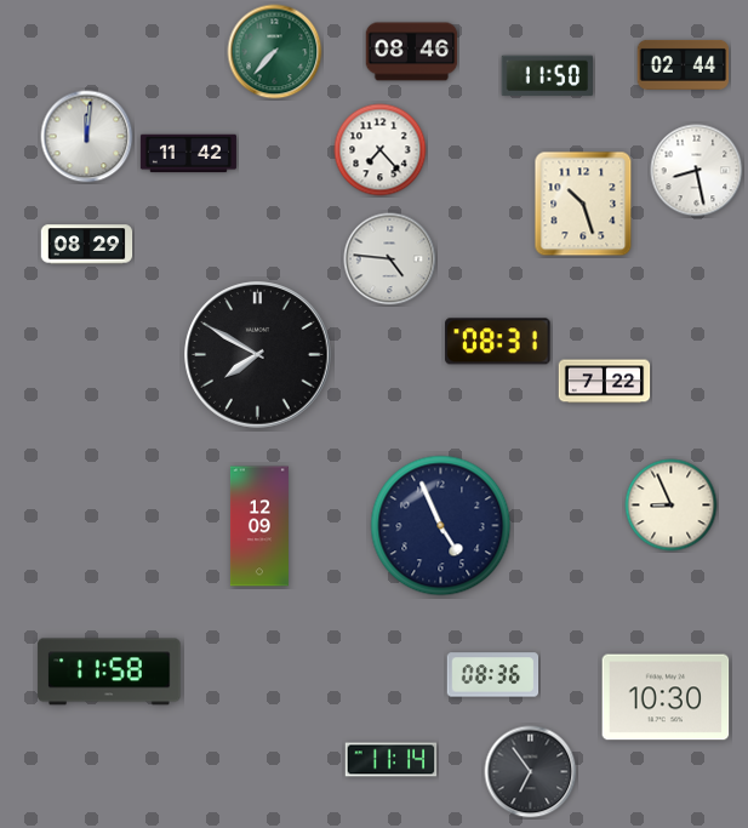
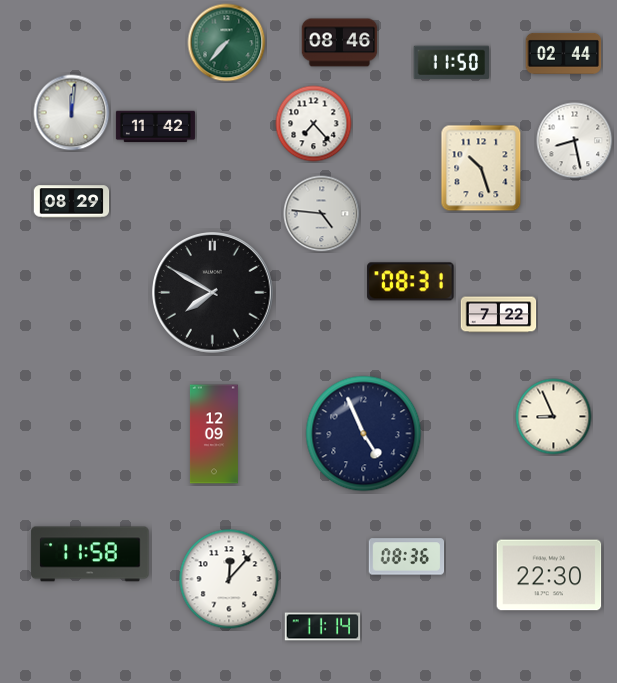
clock at (666, 697): 10:30 -> 22:30
clock at (229, 579): none -> 12:07
clock at (531, 772): 6:54 -> none
